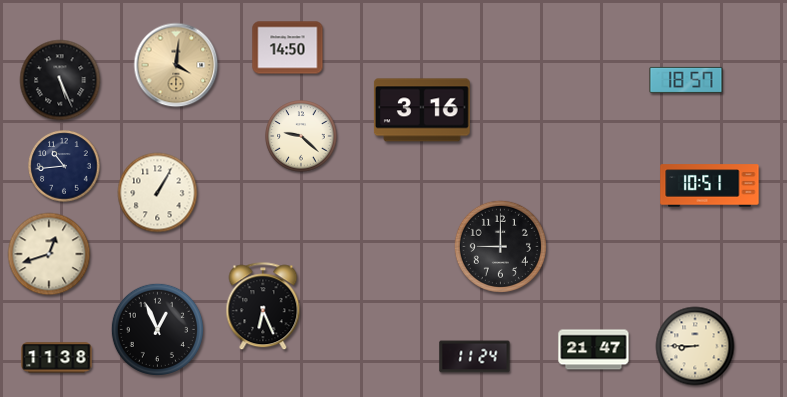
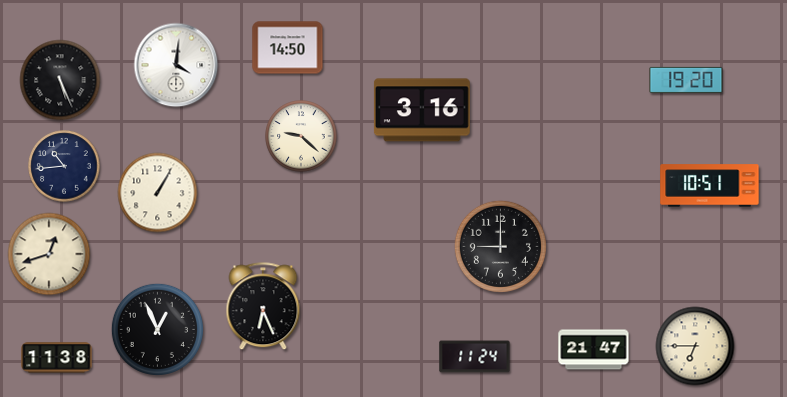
clock at (176, 65) dial: champagne -> white
clock at (686, 80): 18:57 -> 19:20
clock at (695, 346): 8:45 -> 6:45
